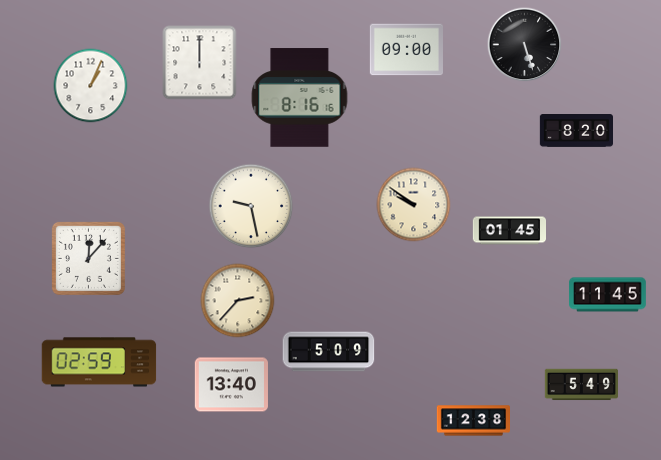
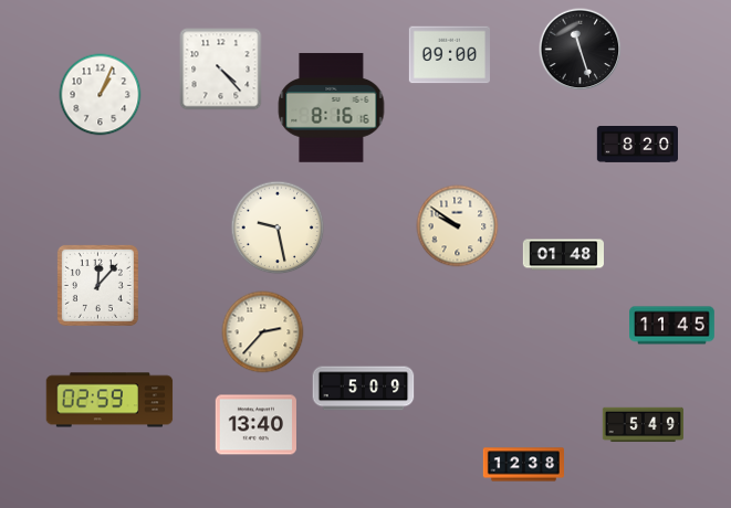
clock at (525, 45): 5:27 -> 11:27
clock at (200, 63): 12:00 -> 4:23
clock at (509, 231): 01:45 -> 01:48
